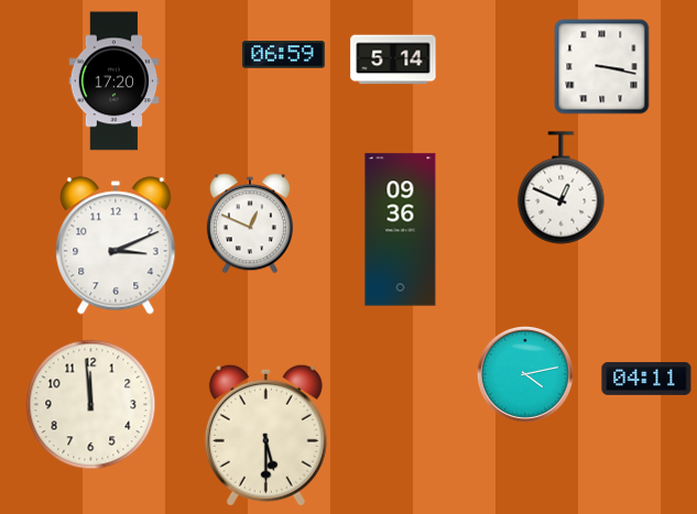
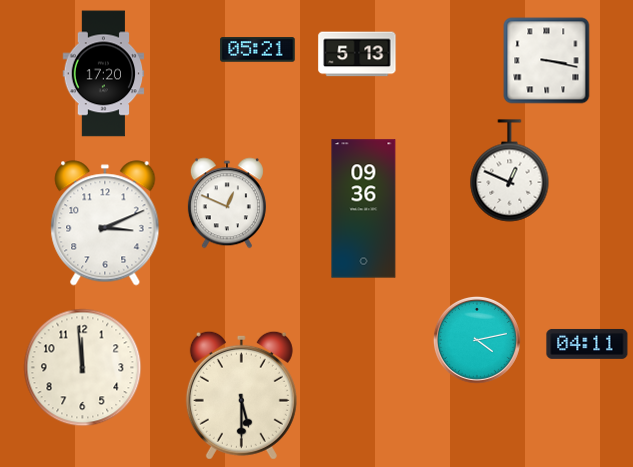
clock at (284, 55): 06:59 -> 05:21
clock at (393, 59): 5:14 -> 5:13
